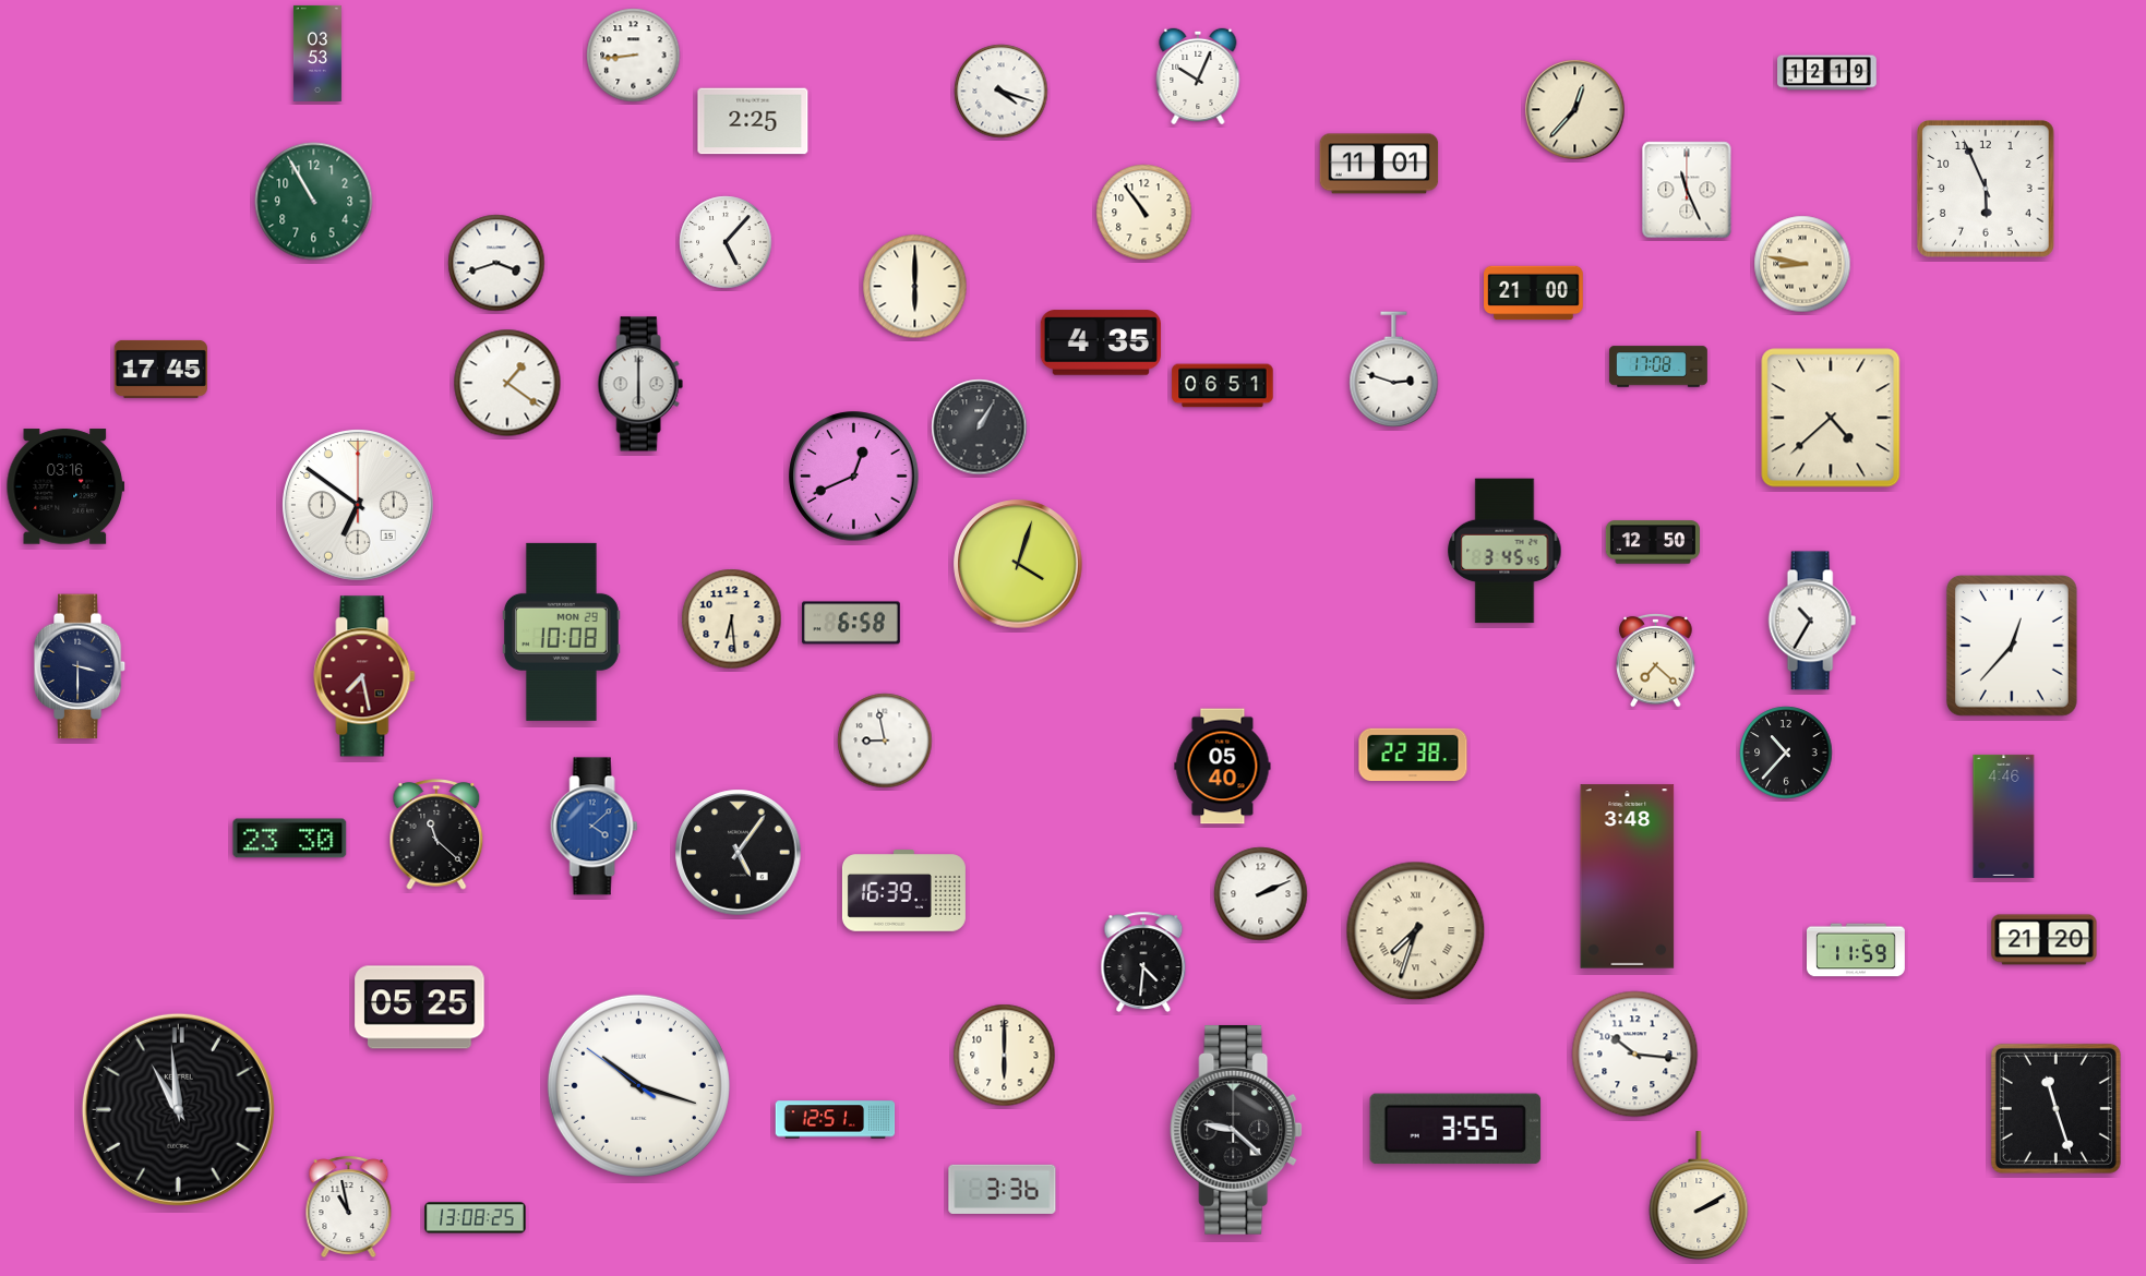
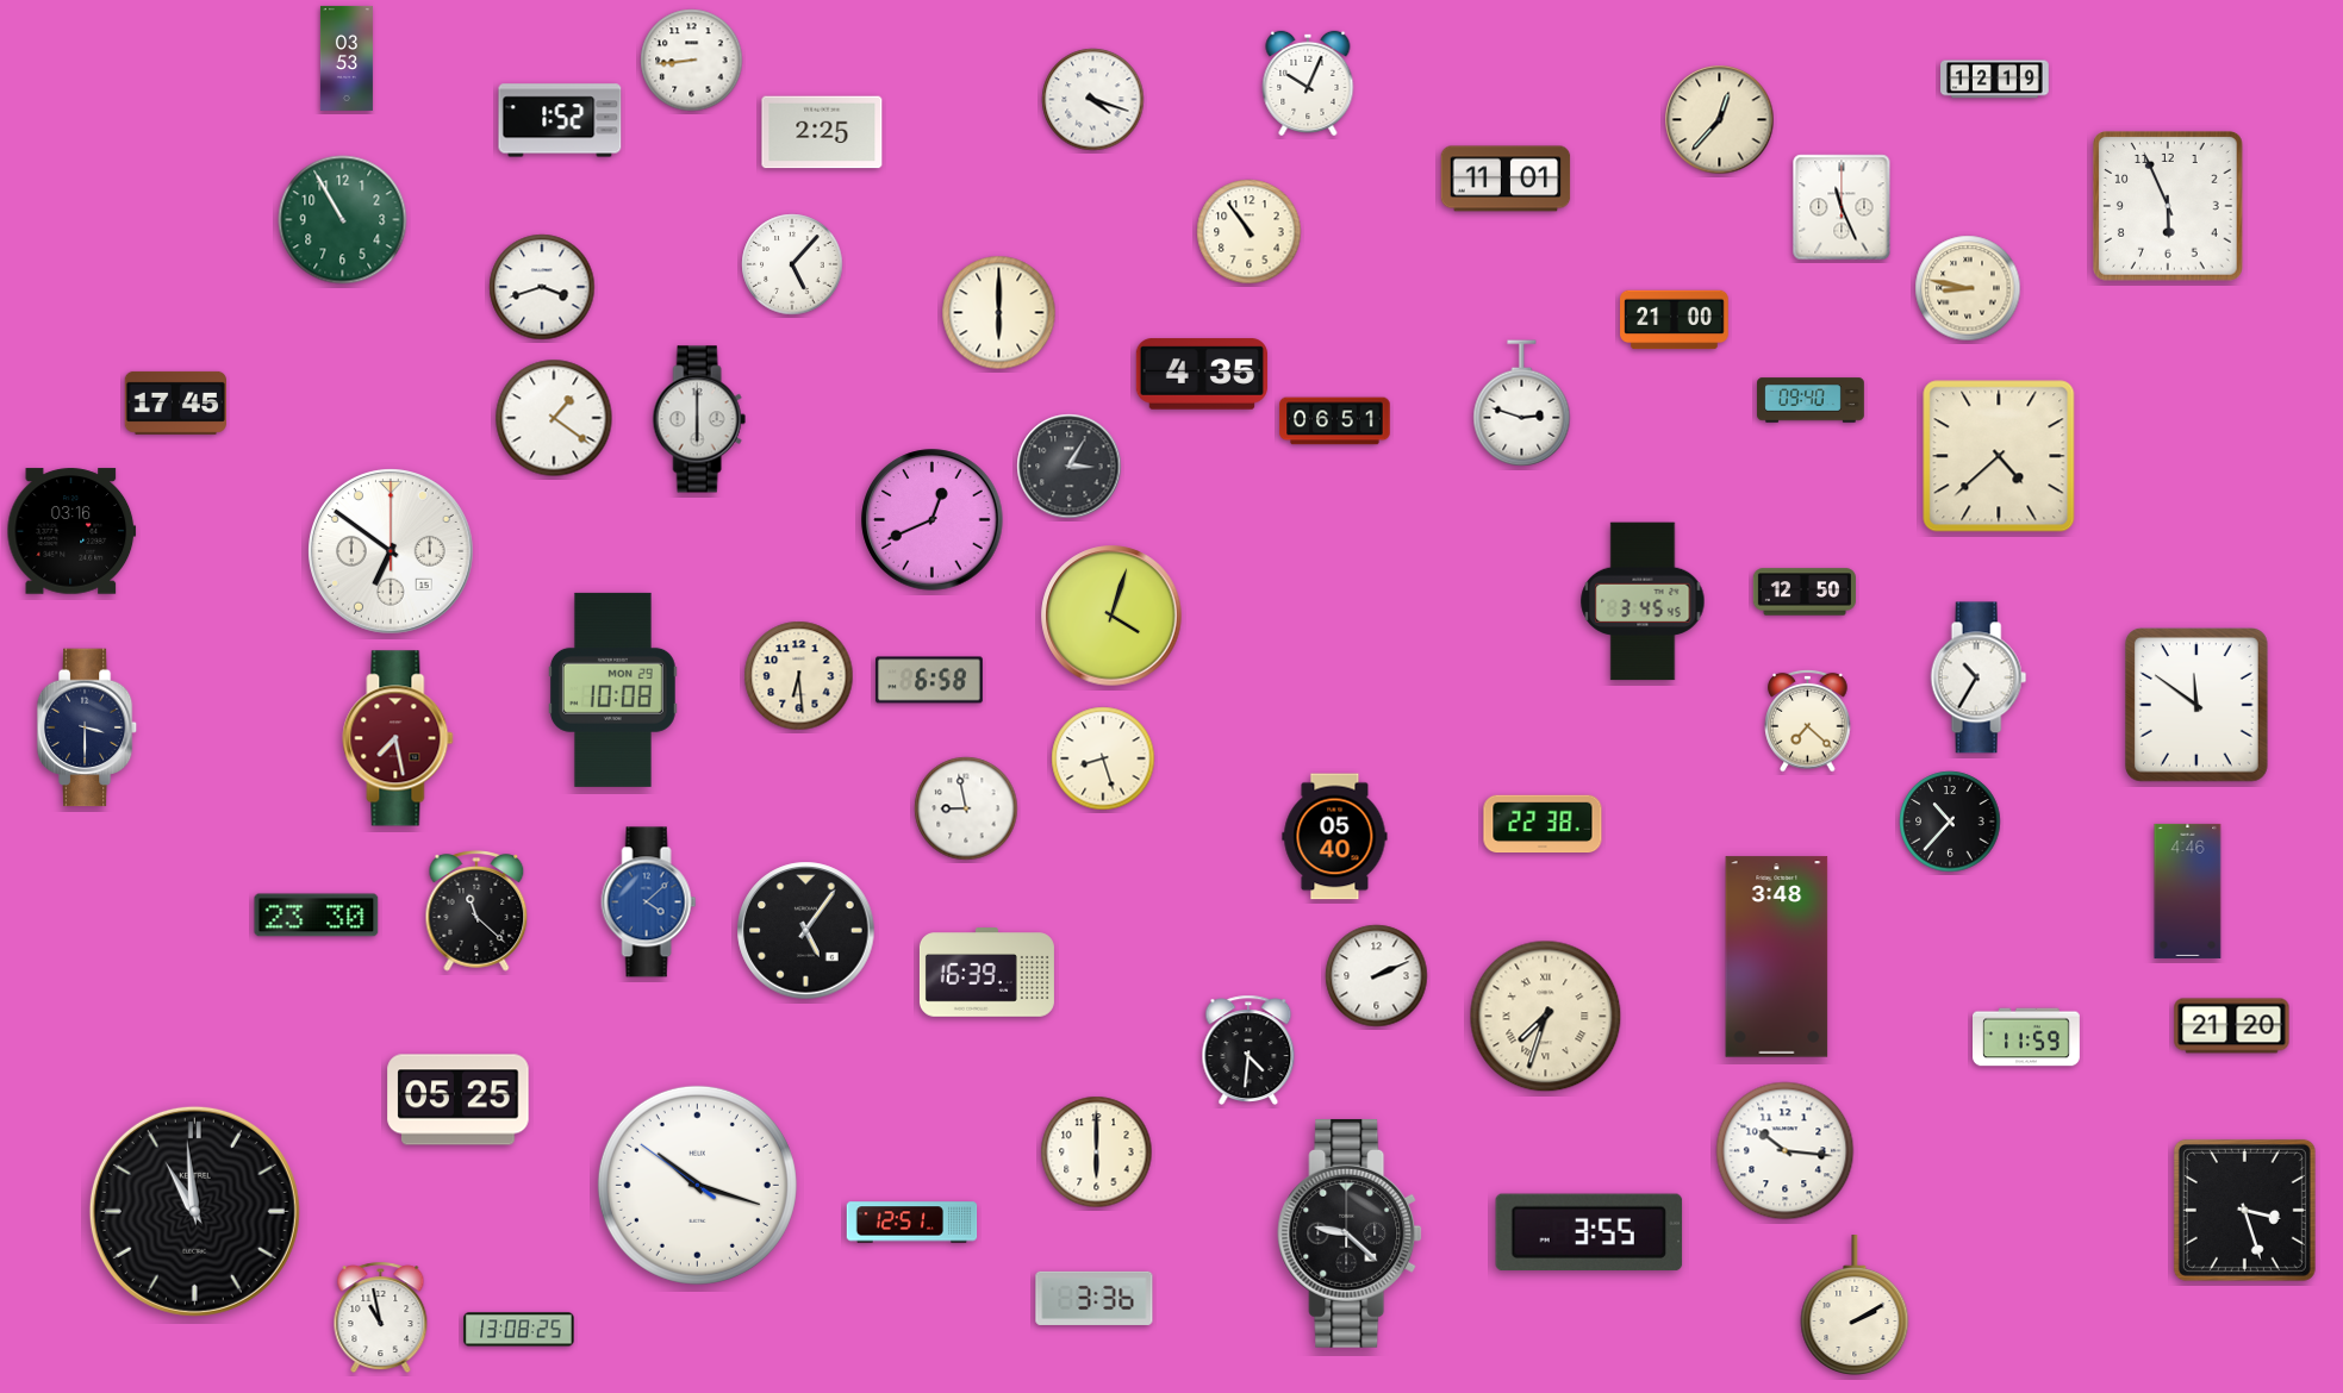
clock at (560, 120): none -> 1:52
clock at (1658, 366): 17:08 -> 09:40
clock at (980, 428): 1:05 -> 3:05
clock at (2012, 647): 12:37 -> 11:51
clock at (1103, 758): none -> 8:27
clock at (2055, 1108): 11:27 -> 3:27
